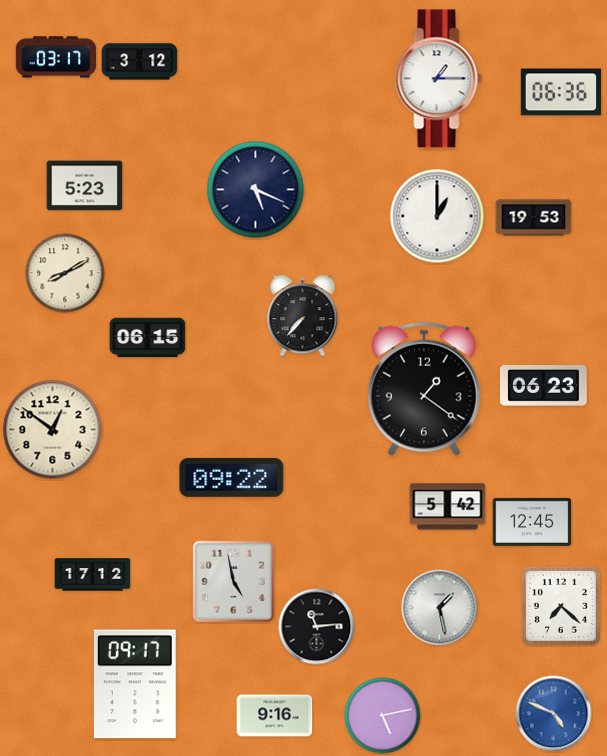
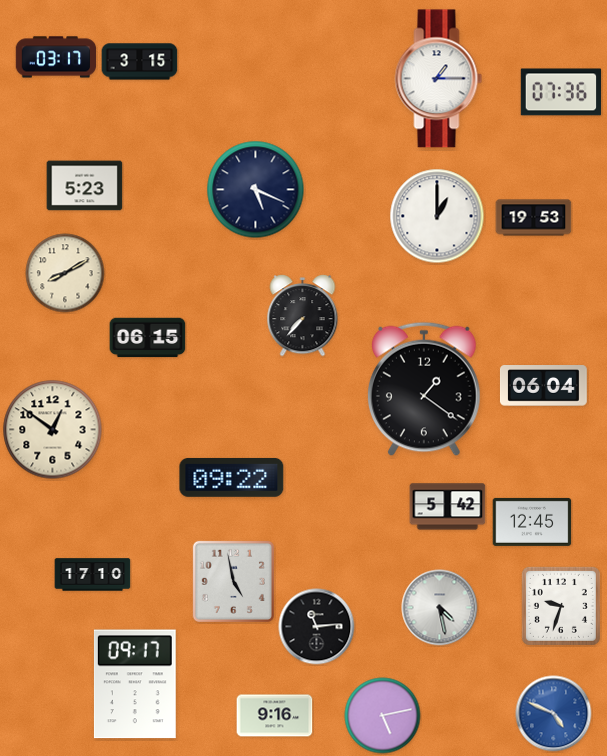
clock at (140, 62): 3:12 -> 3:15
clock at (561, 92): 06:36 -> 07:36
clock at (543, 386): 06:23 -> 06:04
clock at (93, 575): 17:12 -> 17:10
clock at (561, 606): 7:22 -> 9:33
clock at (440, 608): 1:28 -> 4:28
